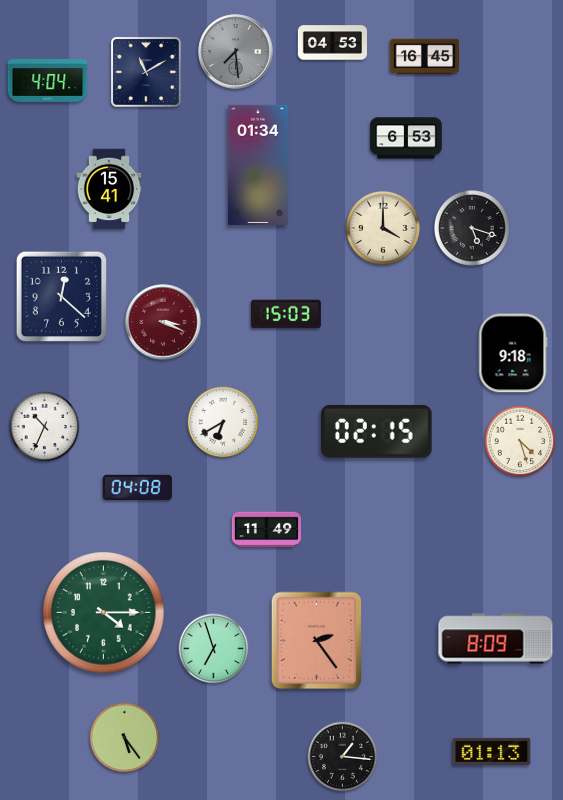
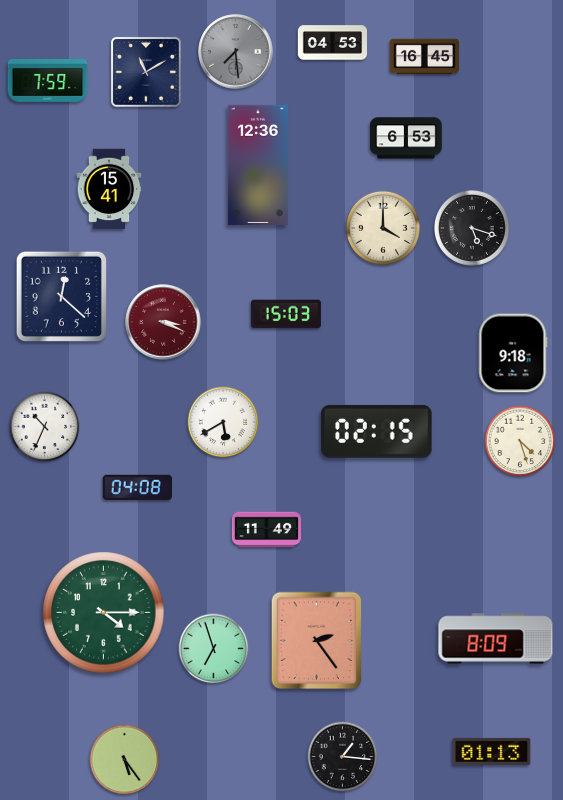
clock at (48, 81): 4:04 -> 7:59
clock at (258, 165): 01:34 -> 12:36
clock at (223, 422): 6:40 -> 5:40
clock at (125, 738) position: (125, 738) -> (125, 760)
